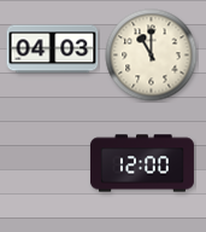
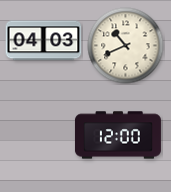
clock at (152, 56): 11:00 -> 10:41
